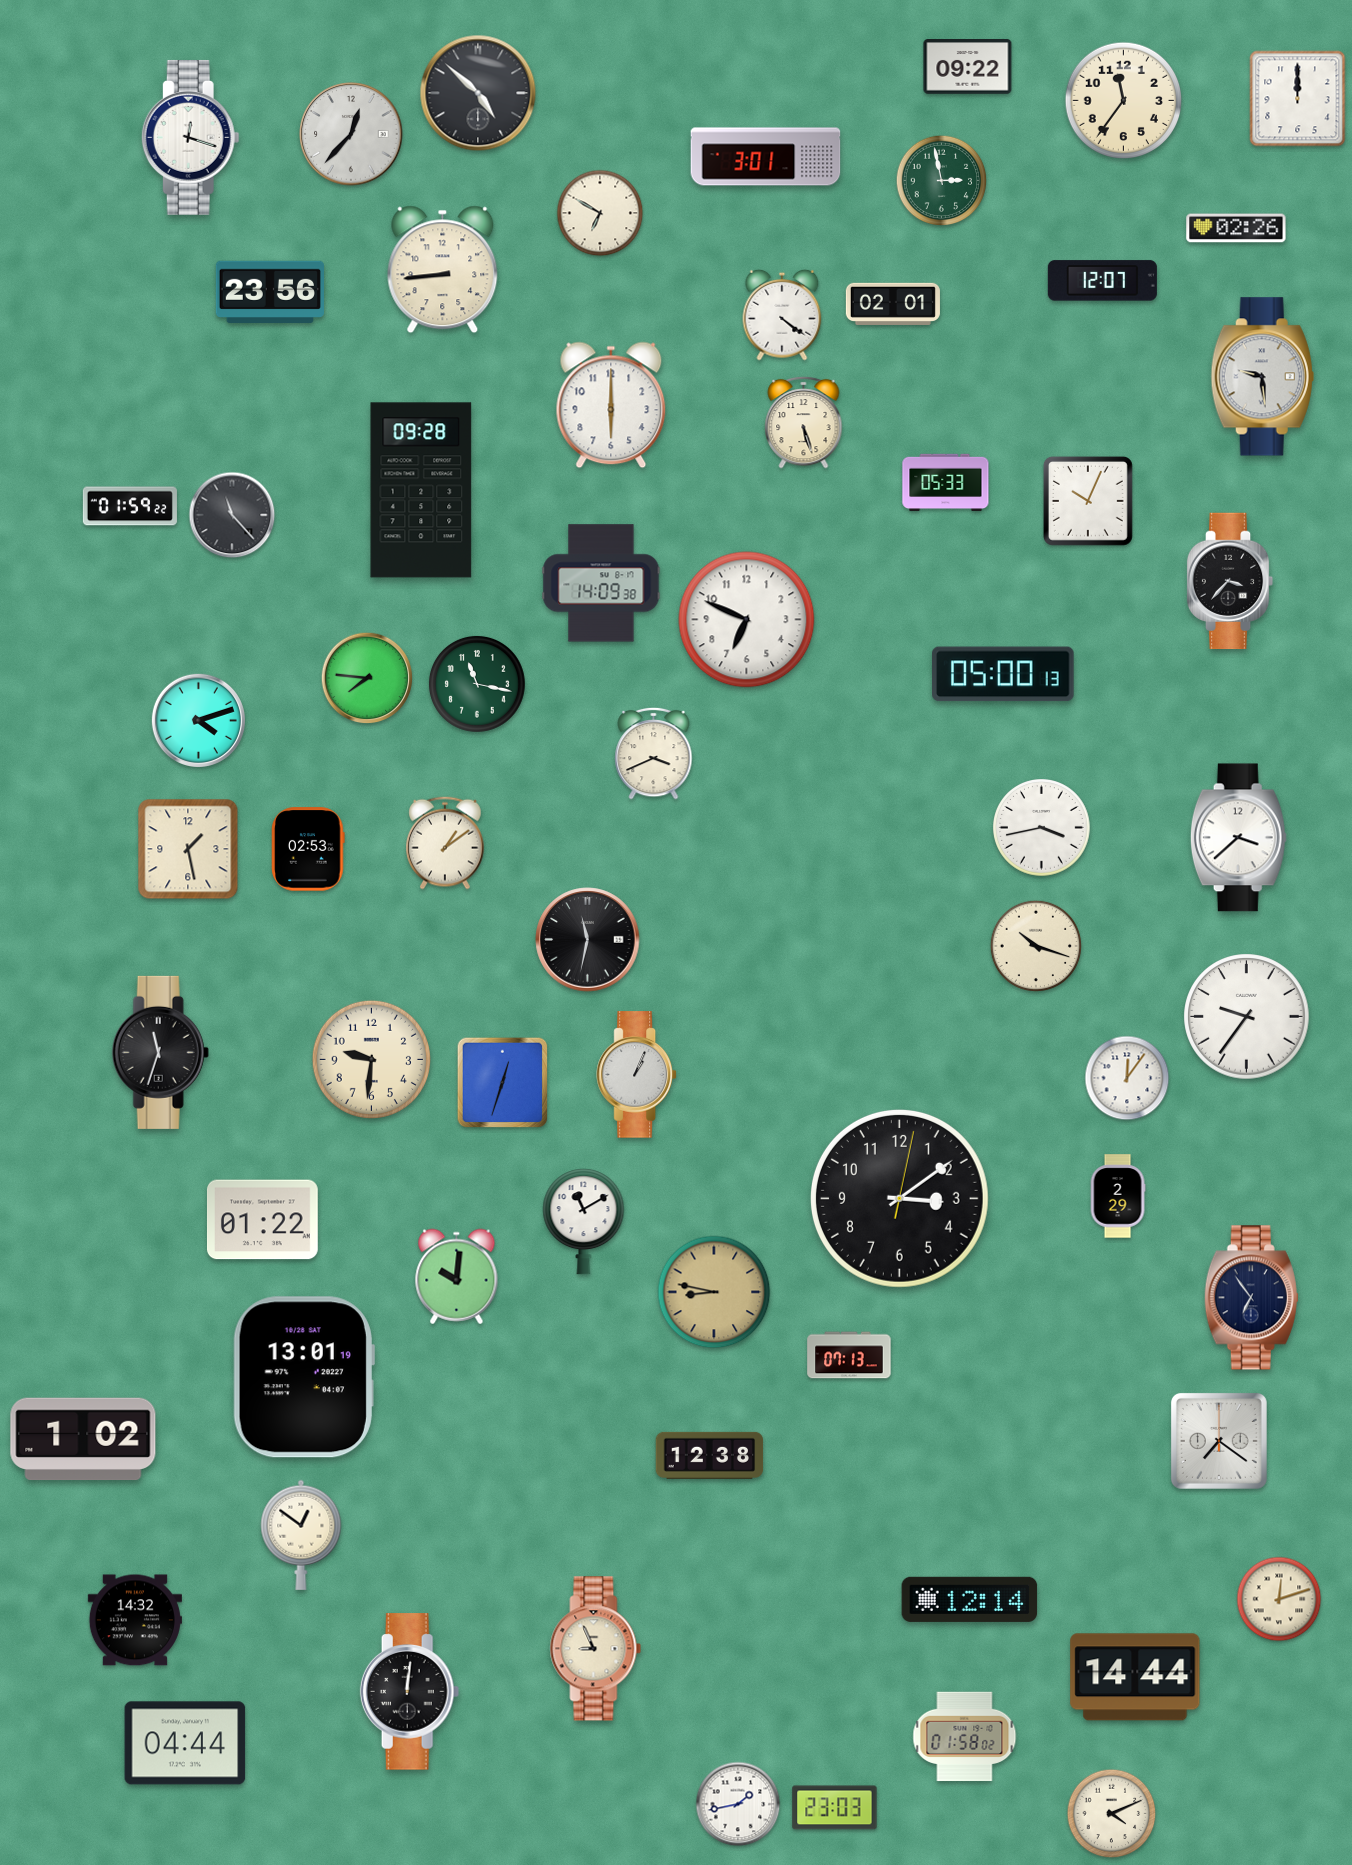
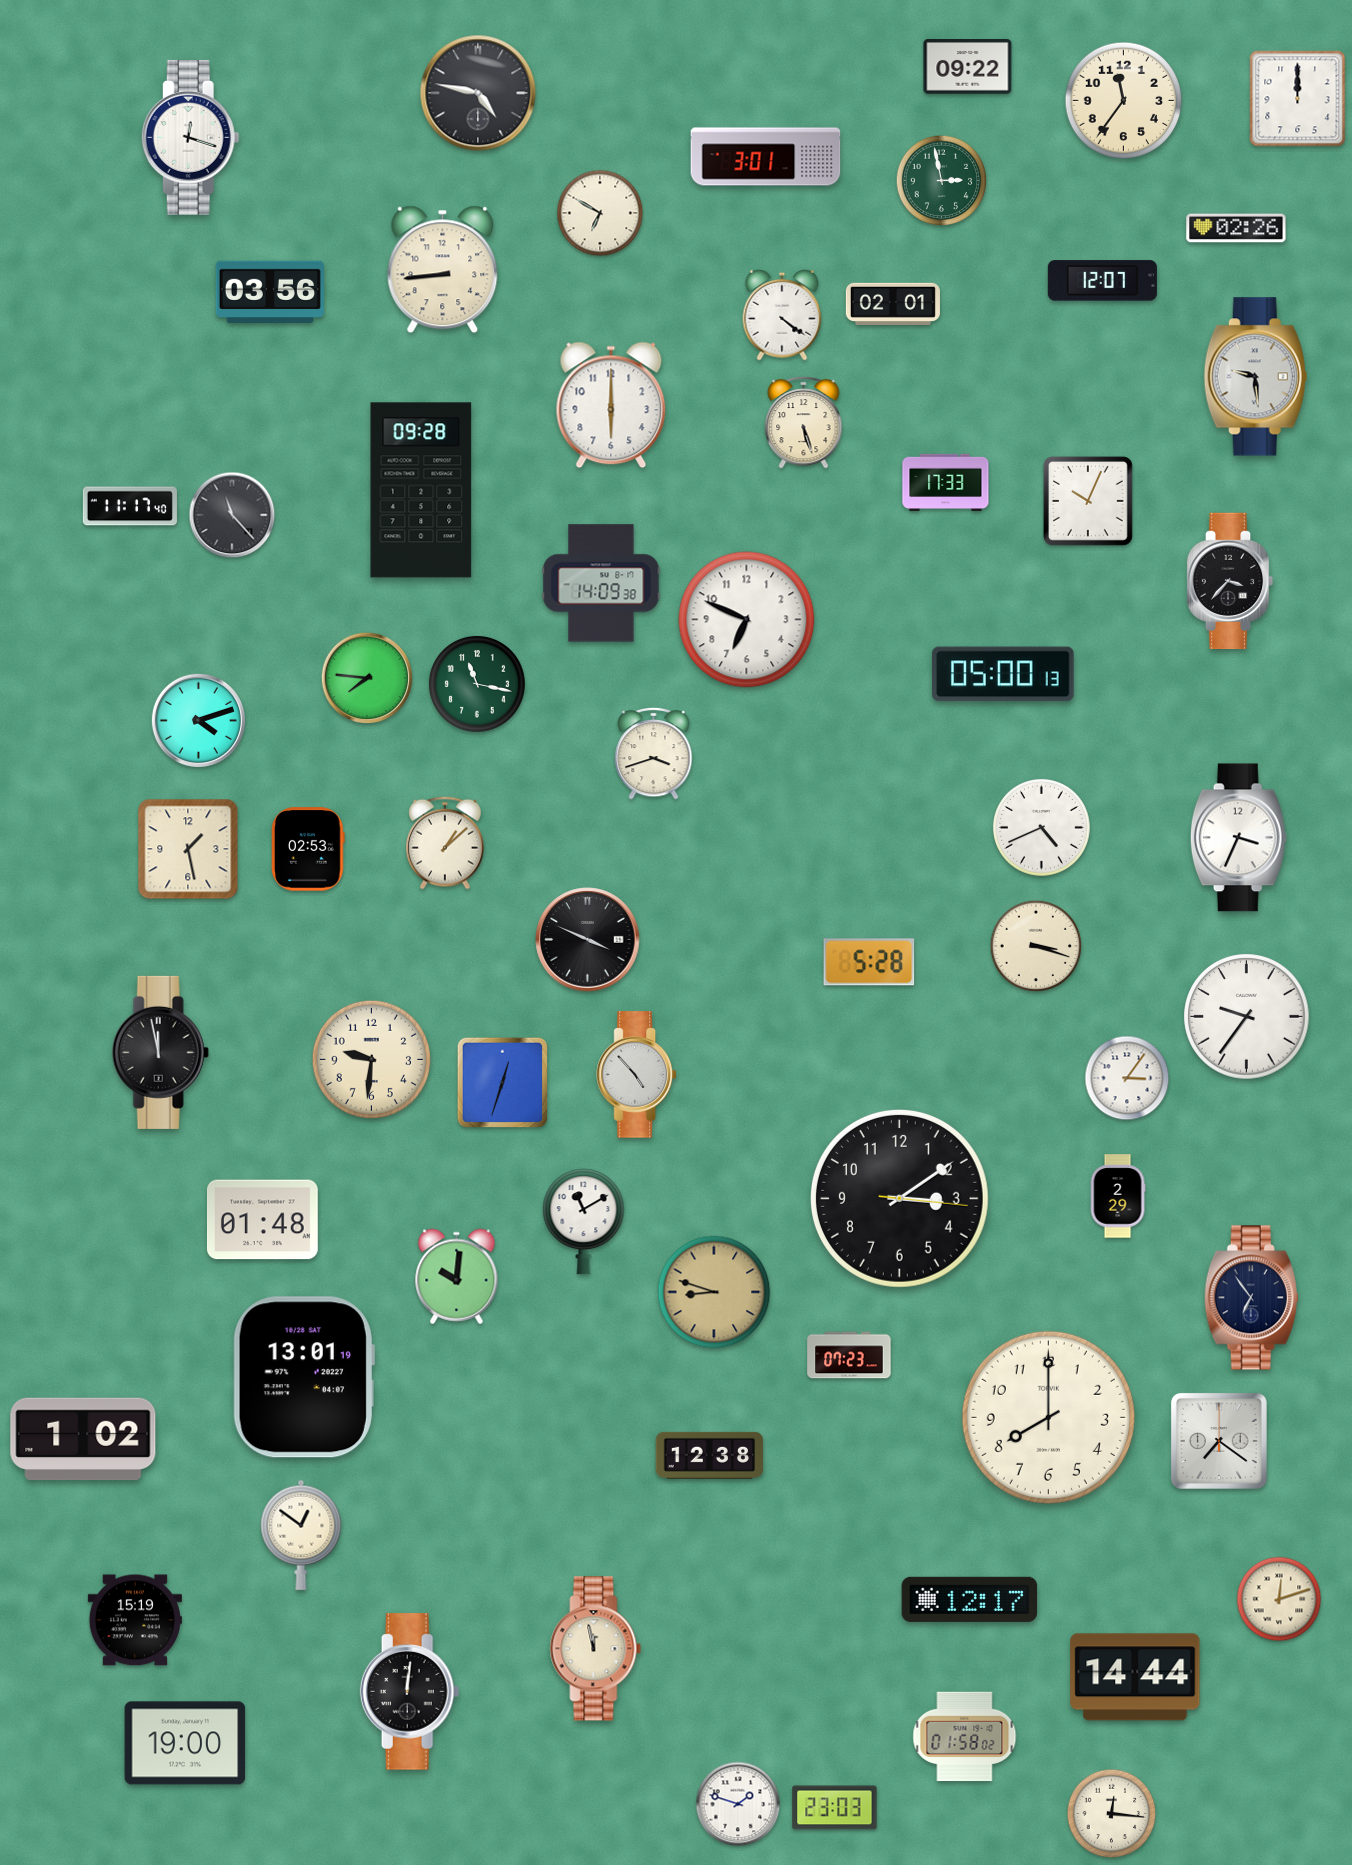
clock at (478, 93): 4:52 -> 4:47
clock at (351, 134): 12:37 -> none
clock at (270, 291): 23:56 -> 03:56
clock at (1262, 377) position: (1262, 377) -> (1255, 377)
clock at (946, 483): 05:33 -> 17:33
clock at (130, 506): 01:59 -> 11:17
clock at (654, 753): 3:41 -> 3:42
clock at (1042, 828): 3:43 -> 4:41
clock at (1238, 838): 3:38 -> 3:34
clock at (445, 843): 1:09 -> 1:08
clock at (588, 940): 11:32 -> 3:49
clock at (1035, 945): 10:18 -> 3:18
clock at (869, 962): none -> 5:28
clock at (160, 1052): 11:33 -> 11:58
clock at (637, 1075): 1:04 -> 4:53
clock at (1127, 1078): 12:06 -> 3:06
clock at (899, 1198): 3:09:02 -> 3:09:16
clock at (262, 1220): 01:22 -> 01:48
clock at (714, 1292): 8:47 -> 8:48
clock at (849, 1355): 07:13 -> 07:23
clock at (1048, 1417): none -> 8:00
clock at (970, 1599): 12:14 -> 12:17
clock at (135, 1620): 14:32 -> 15:19
clock at (596, 1649): 8:56 -> 11:58
clock at (185, 1743): 04:44 -> 19:00
clock at (738, 1804): 1:43 -> 1:48
clock at (1112, 1814): 4:11 -> 12:16
